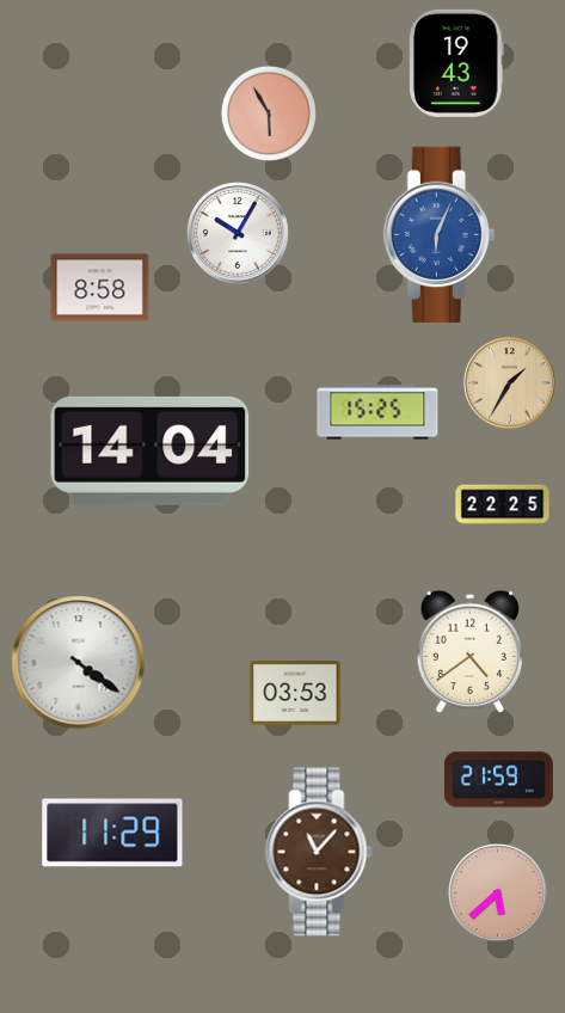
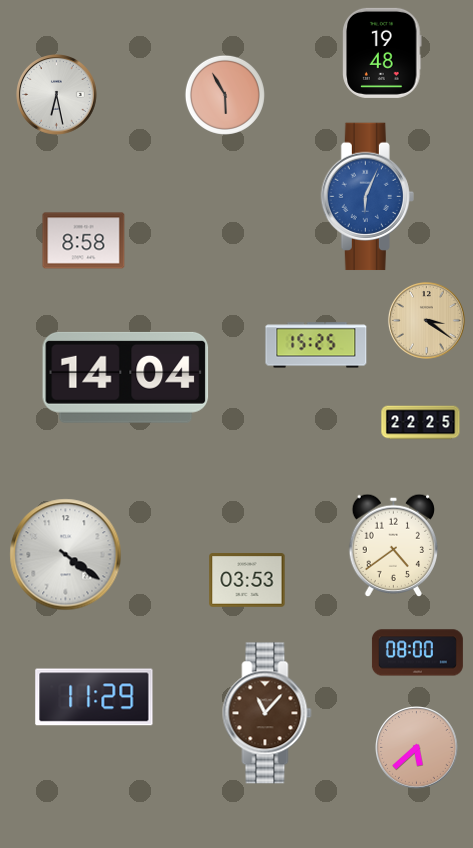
clock at (456, 63): 19:43 -> 19:48
clock at (57, 95): none -> 6:28
clock at (238, 233): 10:05 -> none
clock at (509, 382): 1:35 -> 3:21
clock at (498, 780): 21:59 -> 08:00
